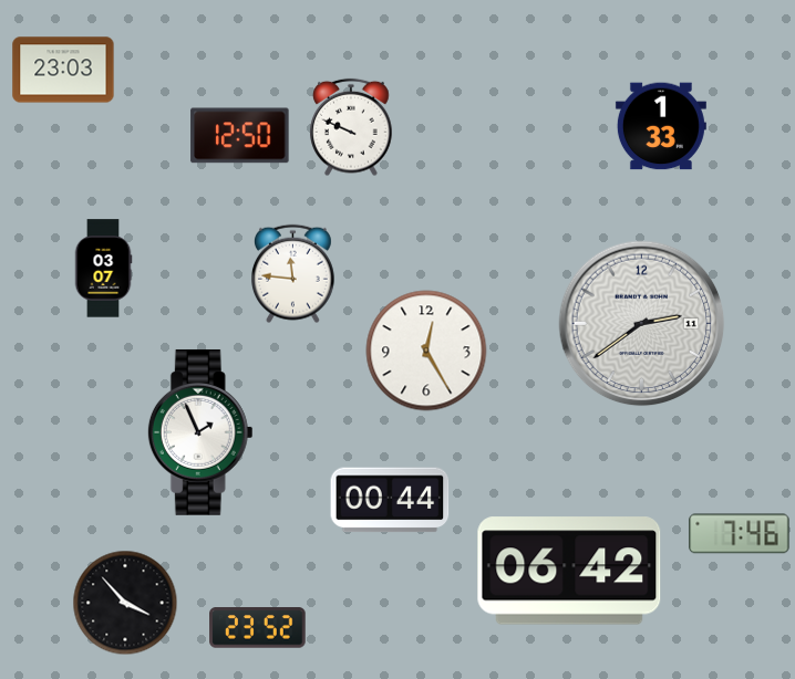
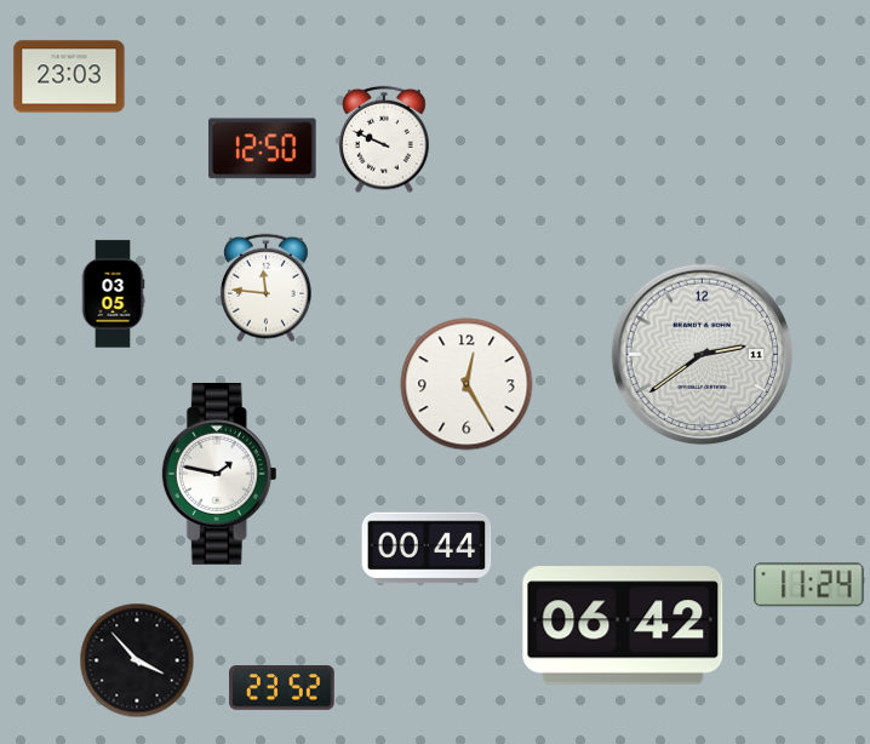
clock at (661, 126): 1:33 -> none
clock at (103, 269): 03:07 -> 03:05
clock at (292, 274) position: (292, 274) -> (265, 288)
clock at (200, 432): 1:56 -> 1:47
clock at (740, 534): 7:46 -> 11:24
